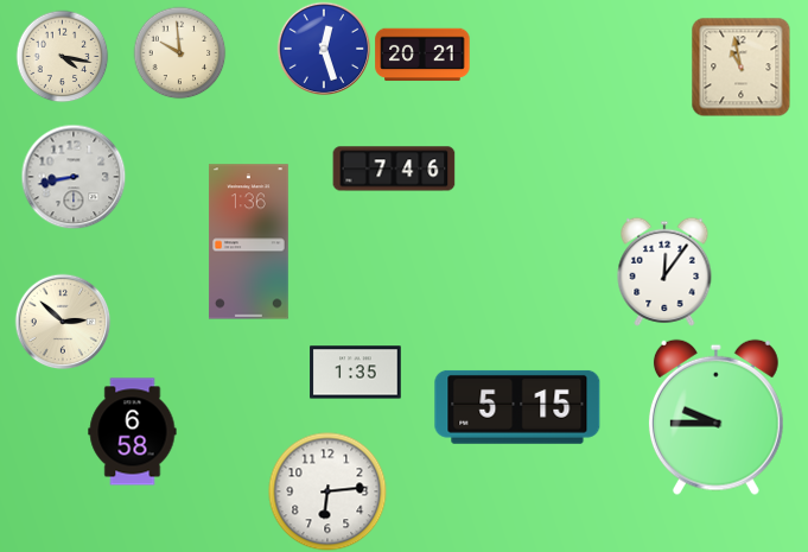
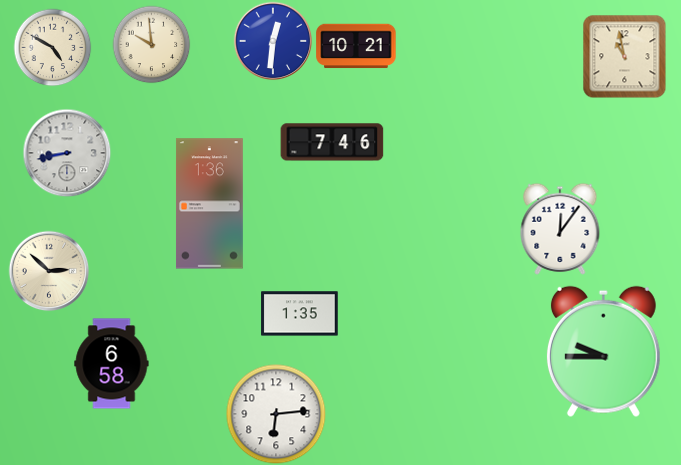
clock at (324, 49): 12:27 -> 12:31
clock at (422, 55): 20:21 -> 10:21
clock at (62, 56): 4:17 -> 4:50
clock at (74, 177) position: (74, 177) -> (67, 153)
clock at (63, 322) position: (63, 322) -> (49, 271)
clock at (517, 407): 5:15 -> none
